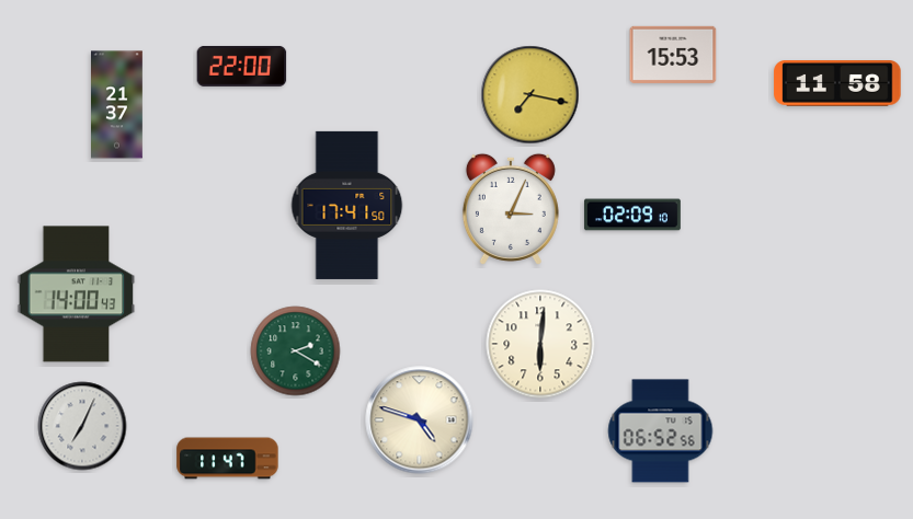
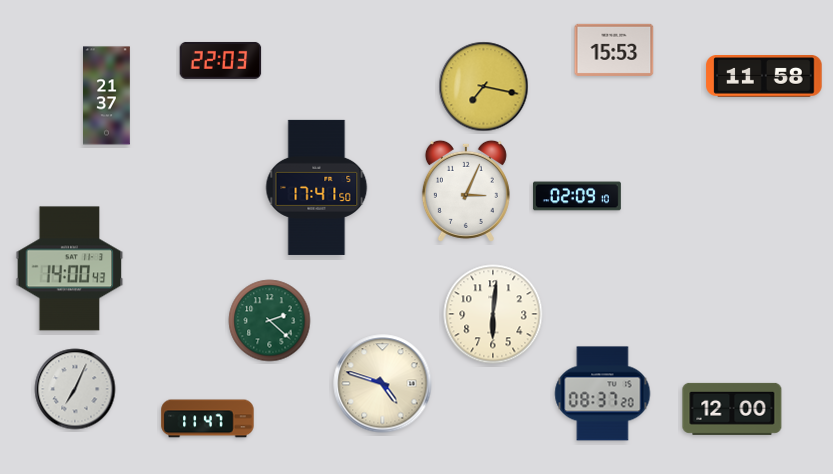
clock at (242, 66): 22:00 -> 22:03
clock at (296, 351): 2:20 -> 2:22
clock at (661, 431): 06:52 -> 08:37
clock at (732, 409): none -> 12:00
